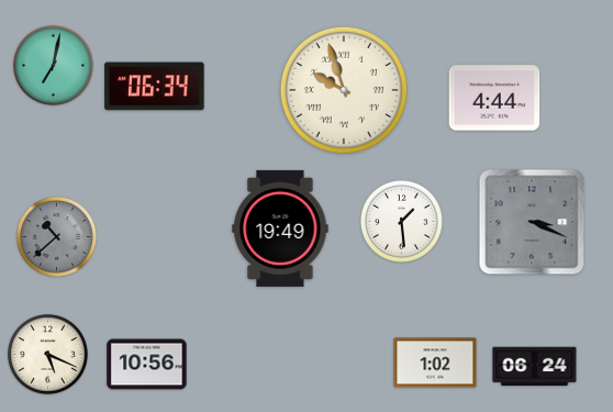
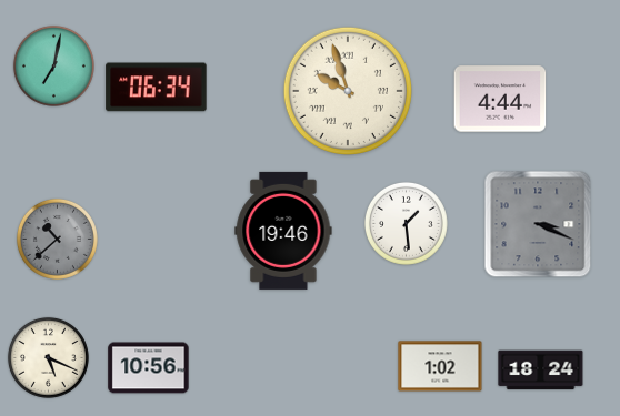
clock at (280, 229): 19:49 -> 19:46
clock at (535, 367): 06:24 -> 18:24
